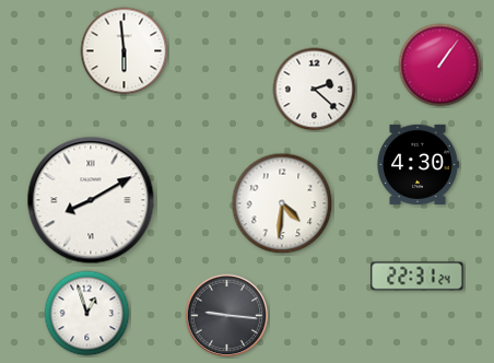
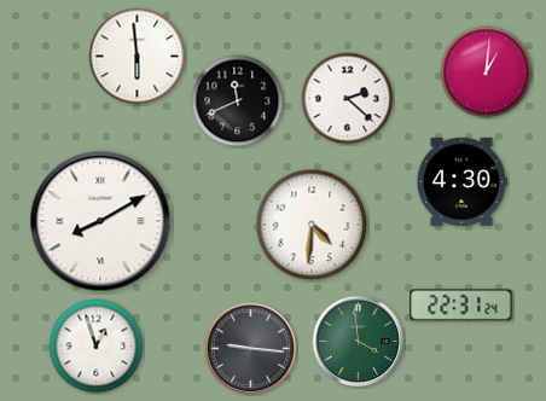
clock at (440, 66): 1:06 -> 1:01
clock at (238, 101): none -> 11:41
clock at (359, 342): none -> 3:59
